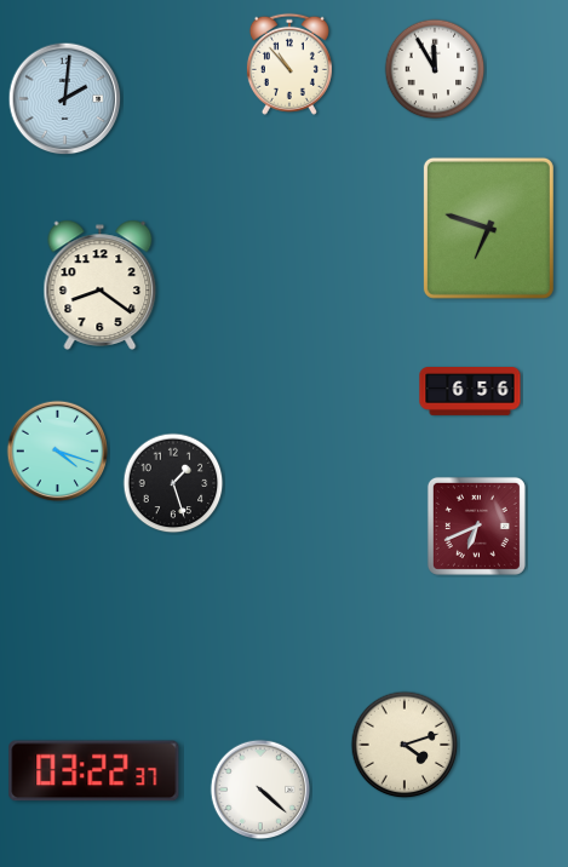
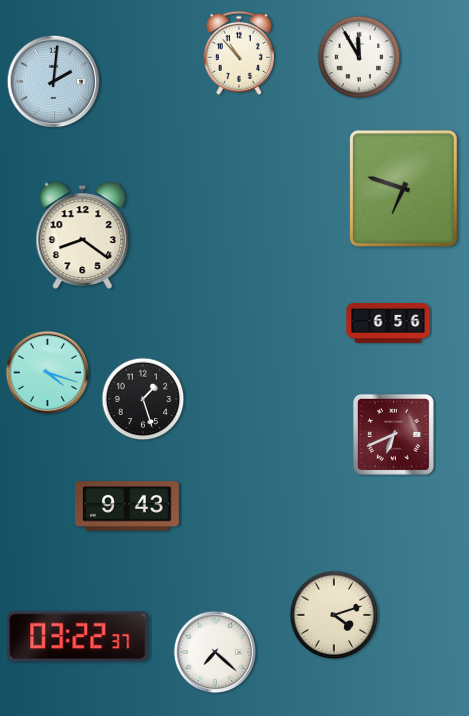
clock at (127, 506): none -> 9:43
clock at (260, 790): 4:22 -> 7:22
